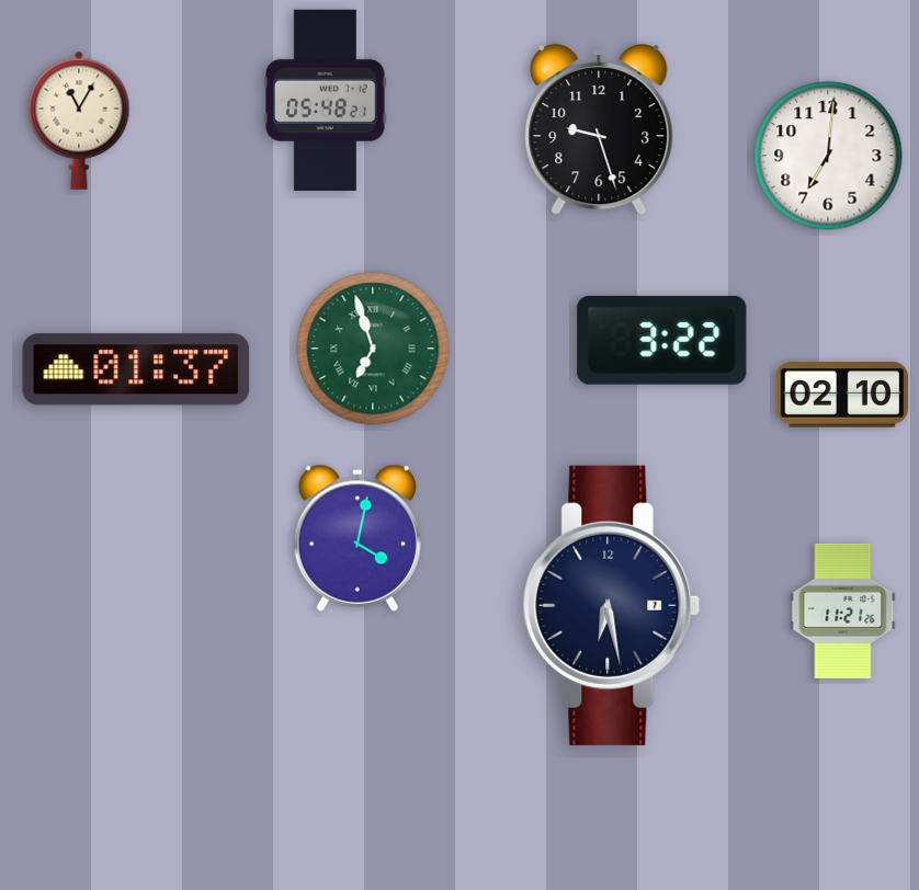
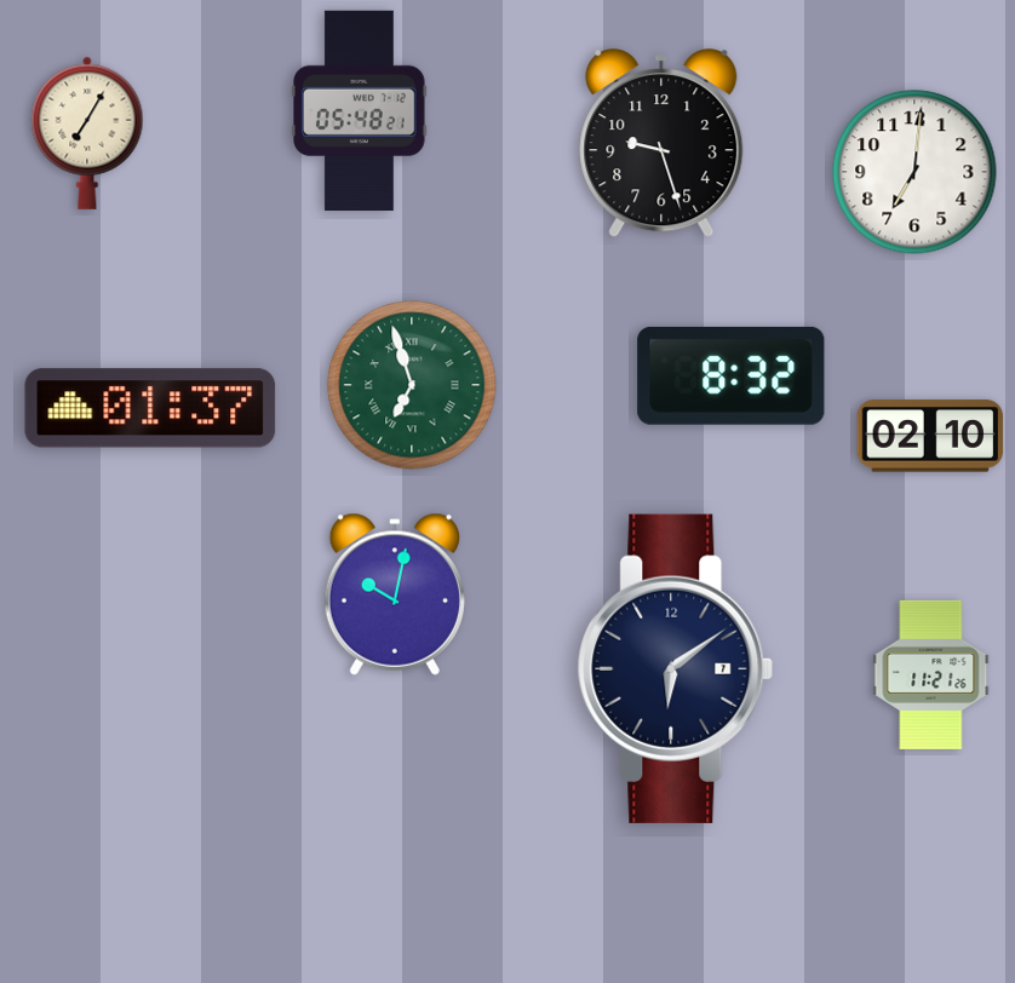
clock at (79, 121): 11:05 -> 7:05
clock at (662, 340): 3:22 -> 8:32
clock at (358, 538): 4:02 -> 10:02
clock at (612, 605): 6:28 -> 6:09
